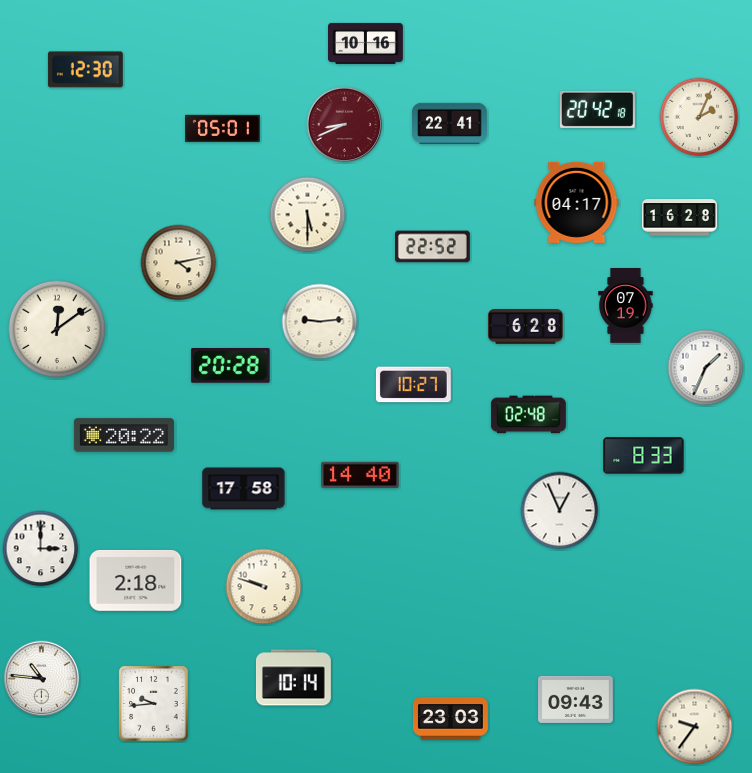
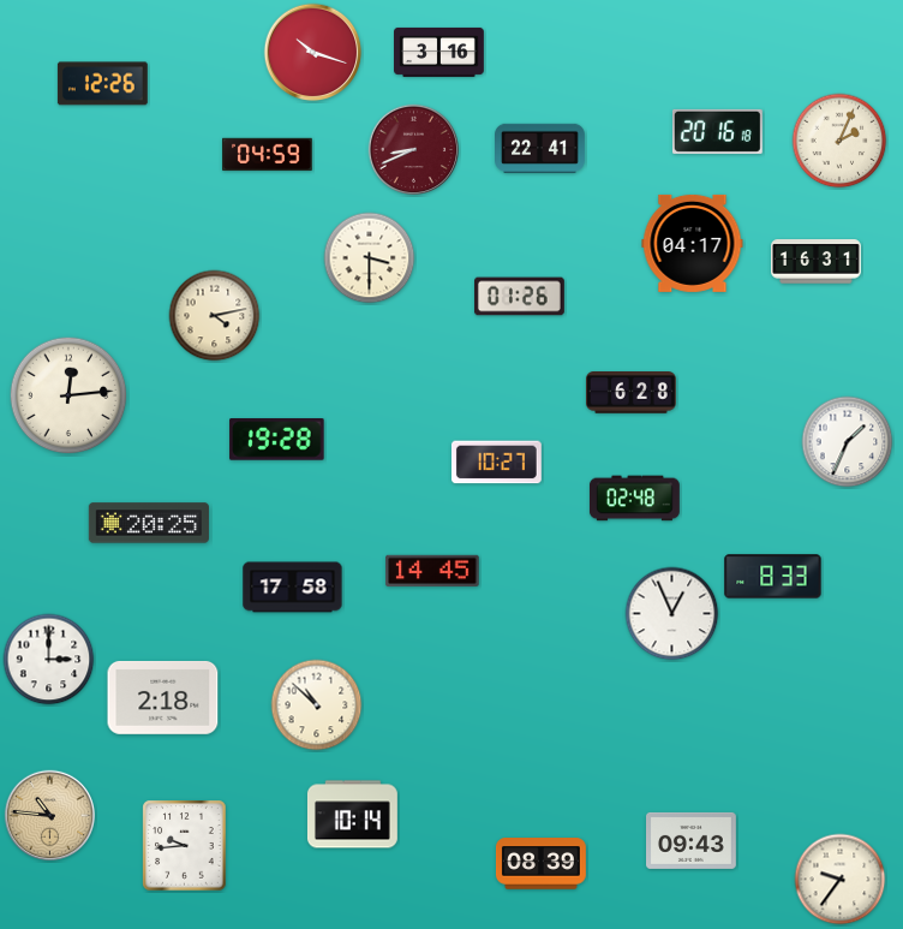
clock at (366, 43): 10:16 -> 3:16
clock at (313, 53): none -> 10:18
clock at (85, 70): 12:30 -> 12:26
clock at (597, 109): 20:42 -> 20:16
clock at (223, 129): 05:01 -> 04:59
clock at (308, 215): 5:30 -> 3:30
clock at (680, 218): 16:28 -> 16:31
clock at (433, 247): 22:52 -> 01:26
clock at (626, 306): 07:19 -> none
clock at (320, 322): 9:14 -> none
clock at (57, 329): 12:09 -> 12:14
clock at (231, 366): 20:28 -> 19:28
clock at (124, 435): 20:22 -> 20:25
clock at (644, 456) position: (644, 456) -> (773, 577)
clock at (360, 475): 14:40 -> 14:45
clock at (264, 587): 9:48 -> 10:52
clock at (42, 679) dial: white -> champagne
clock at (450, 719): 23:03 -> 08:39
clock at (695, 727) position: (695, 727) -> (841, 880)
